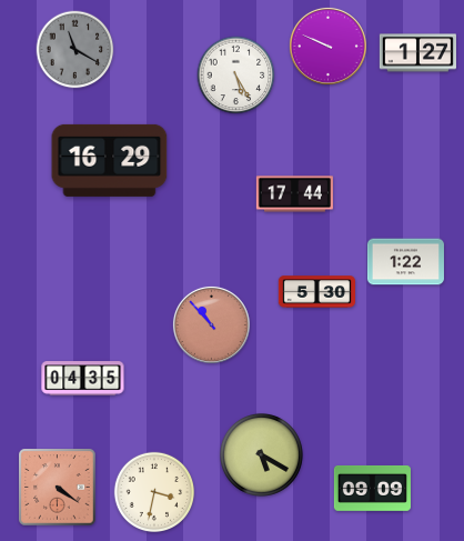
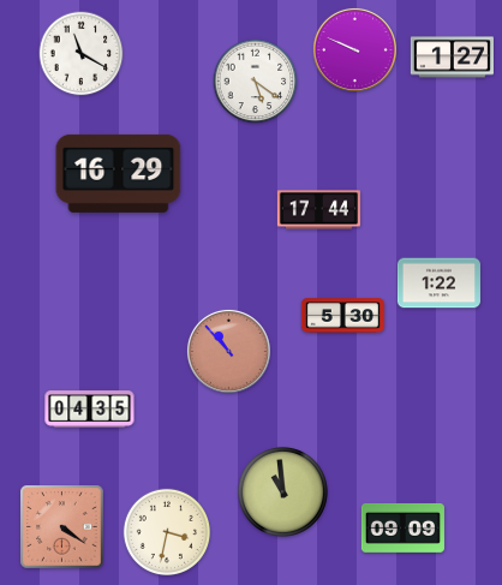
clock at (75, 50) dial: grey -> white
clock at (236, 76): 5:25 -> 5:21
clock at (261, 454): 5:20 -> 10:59
